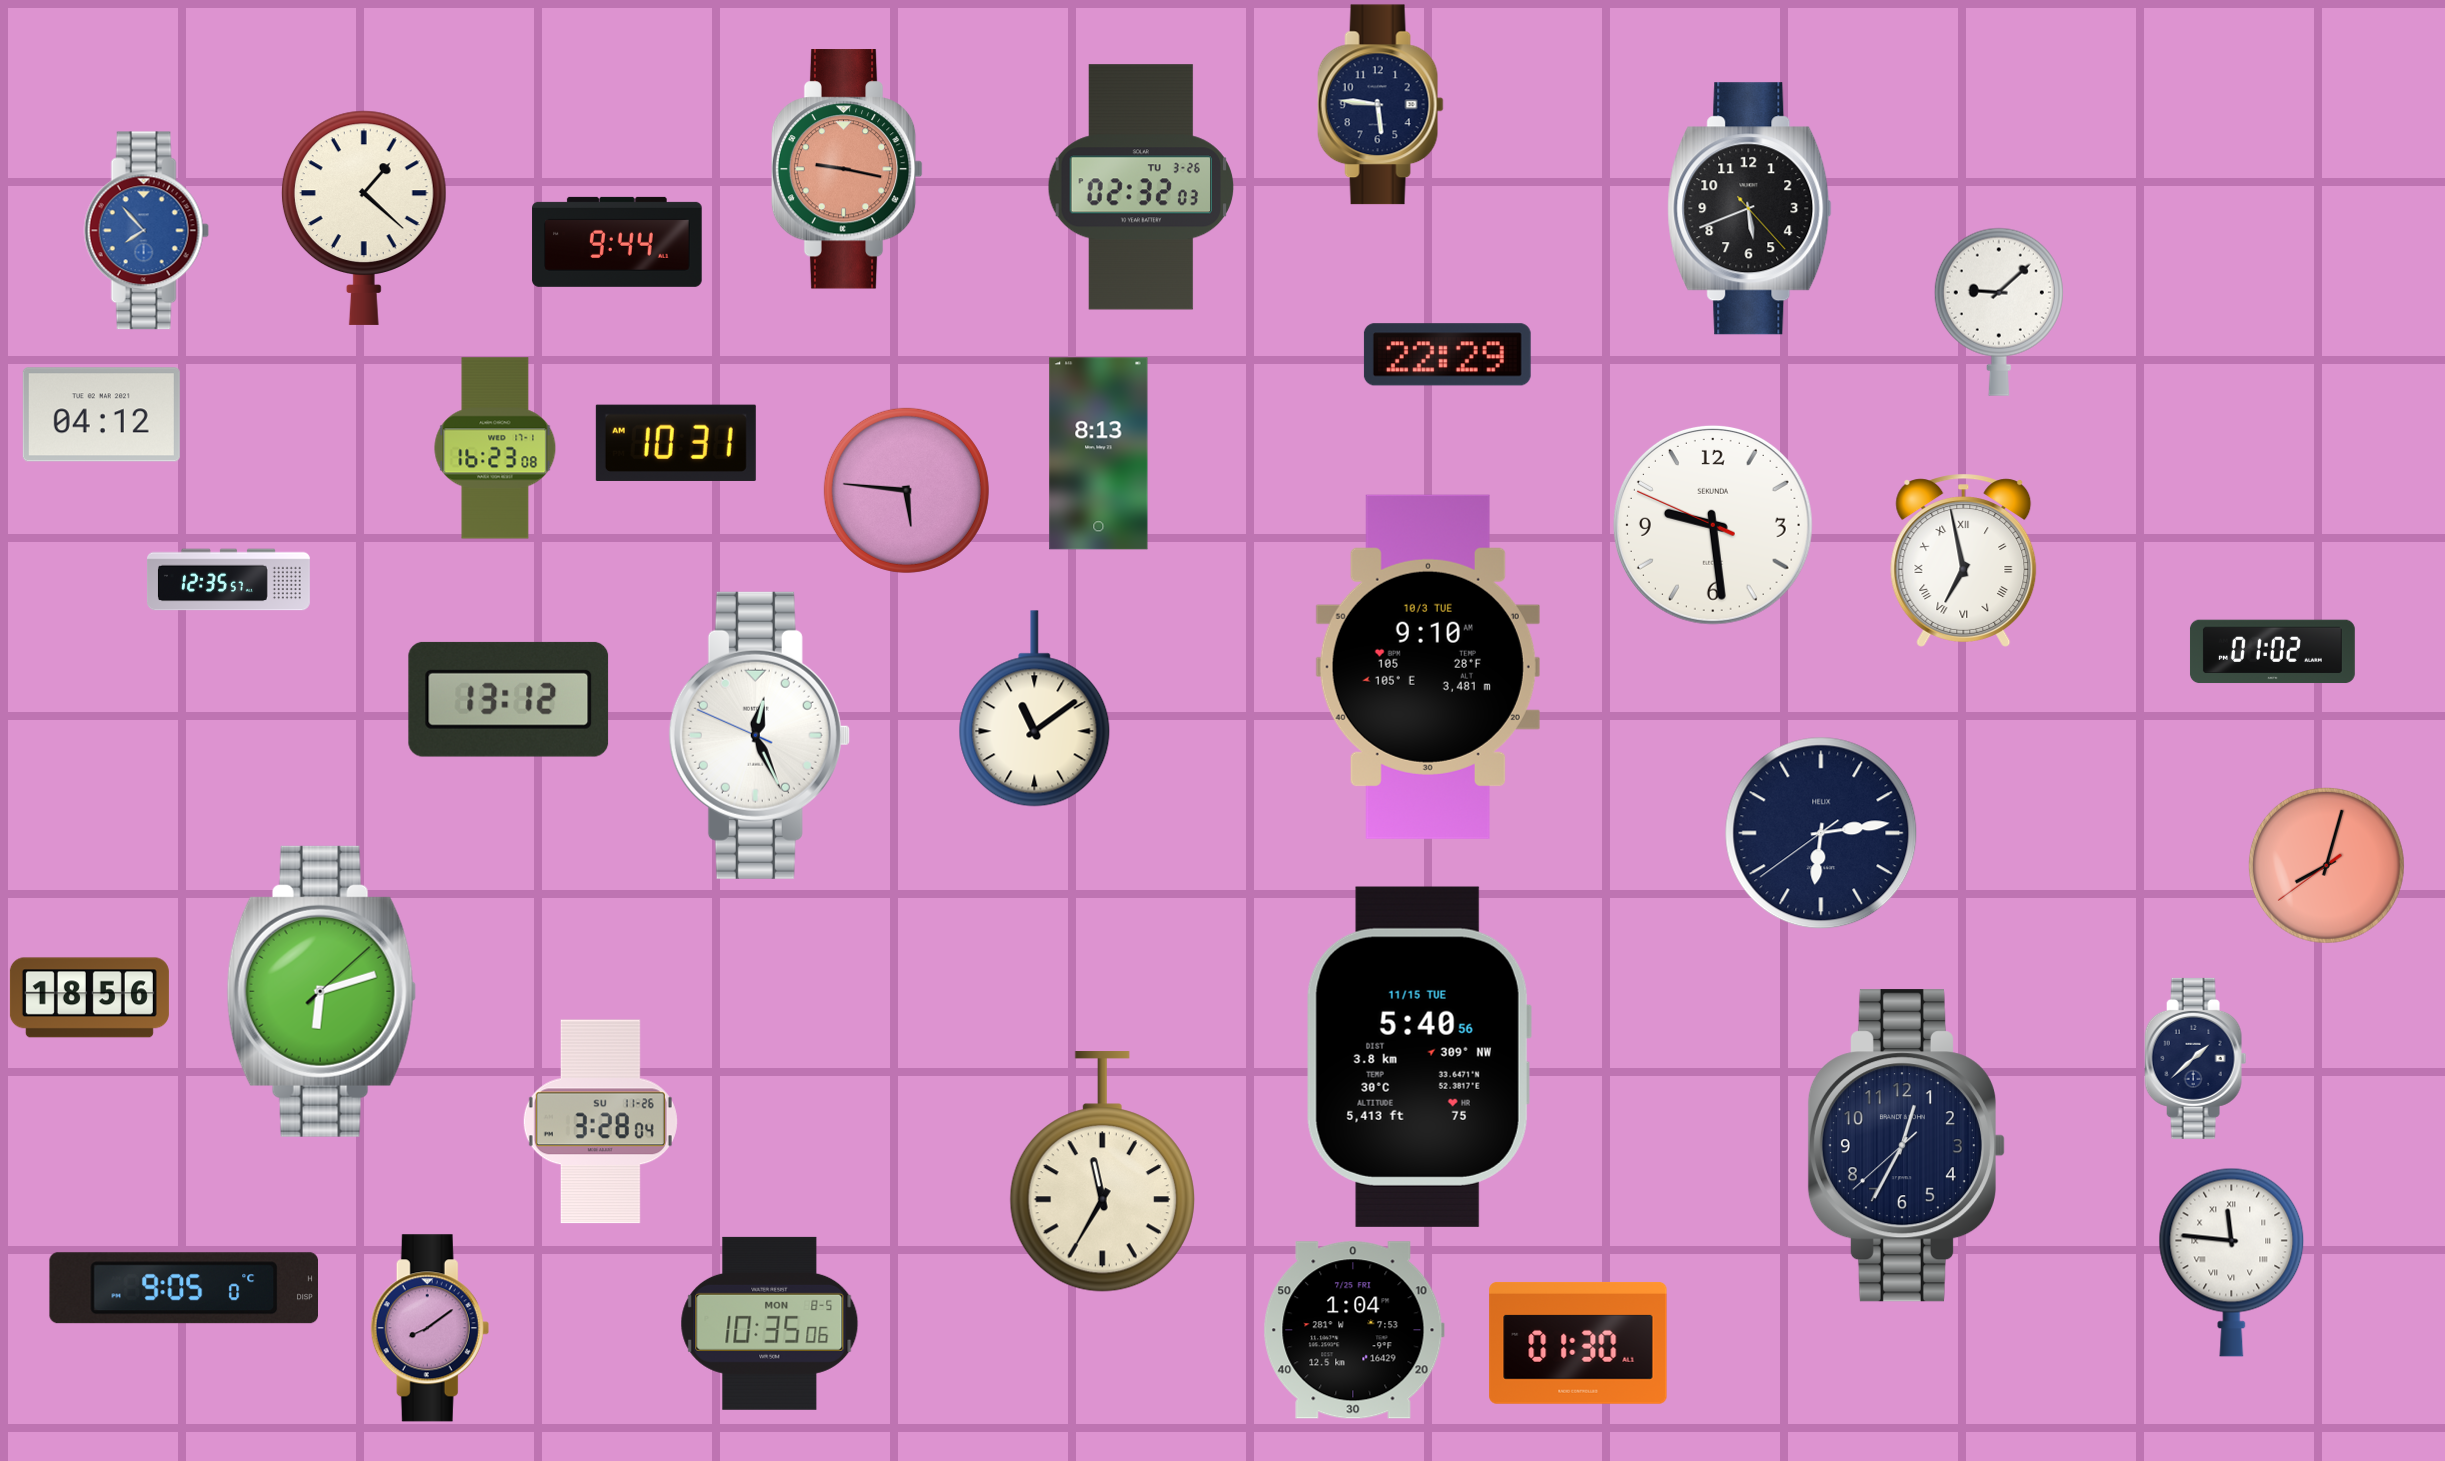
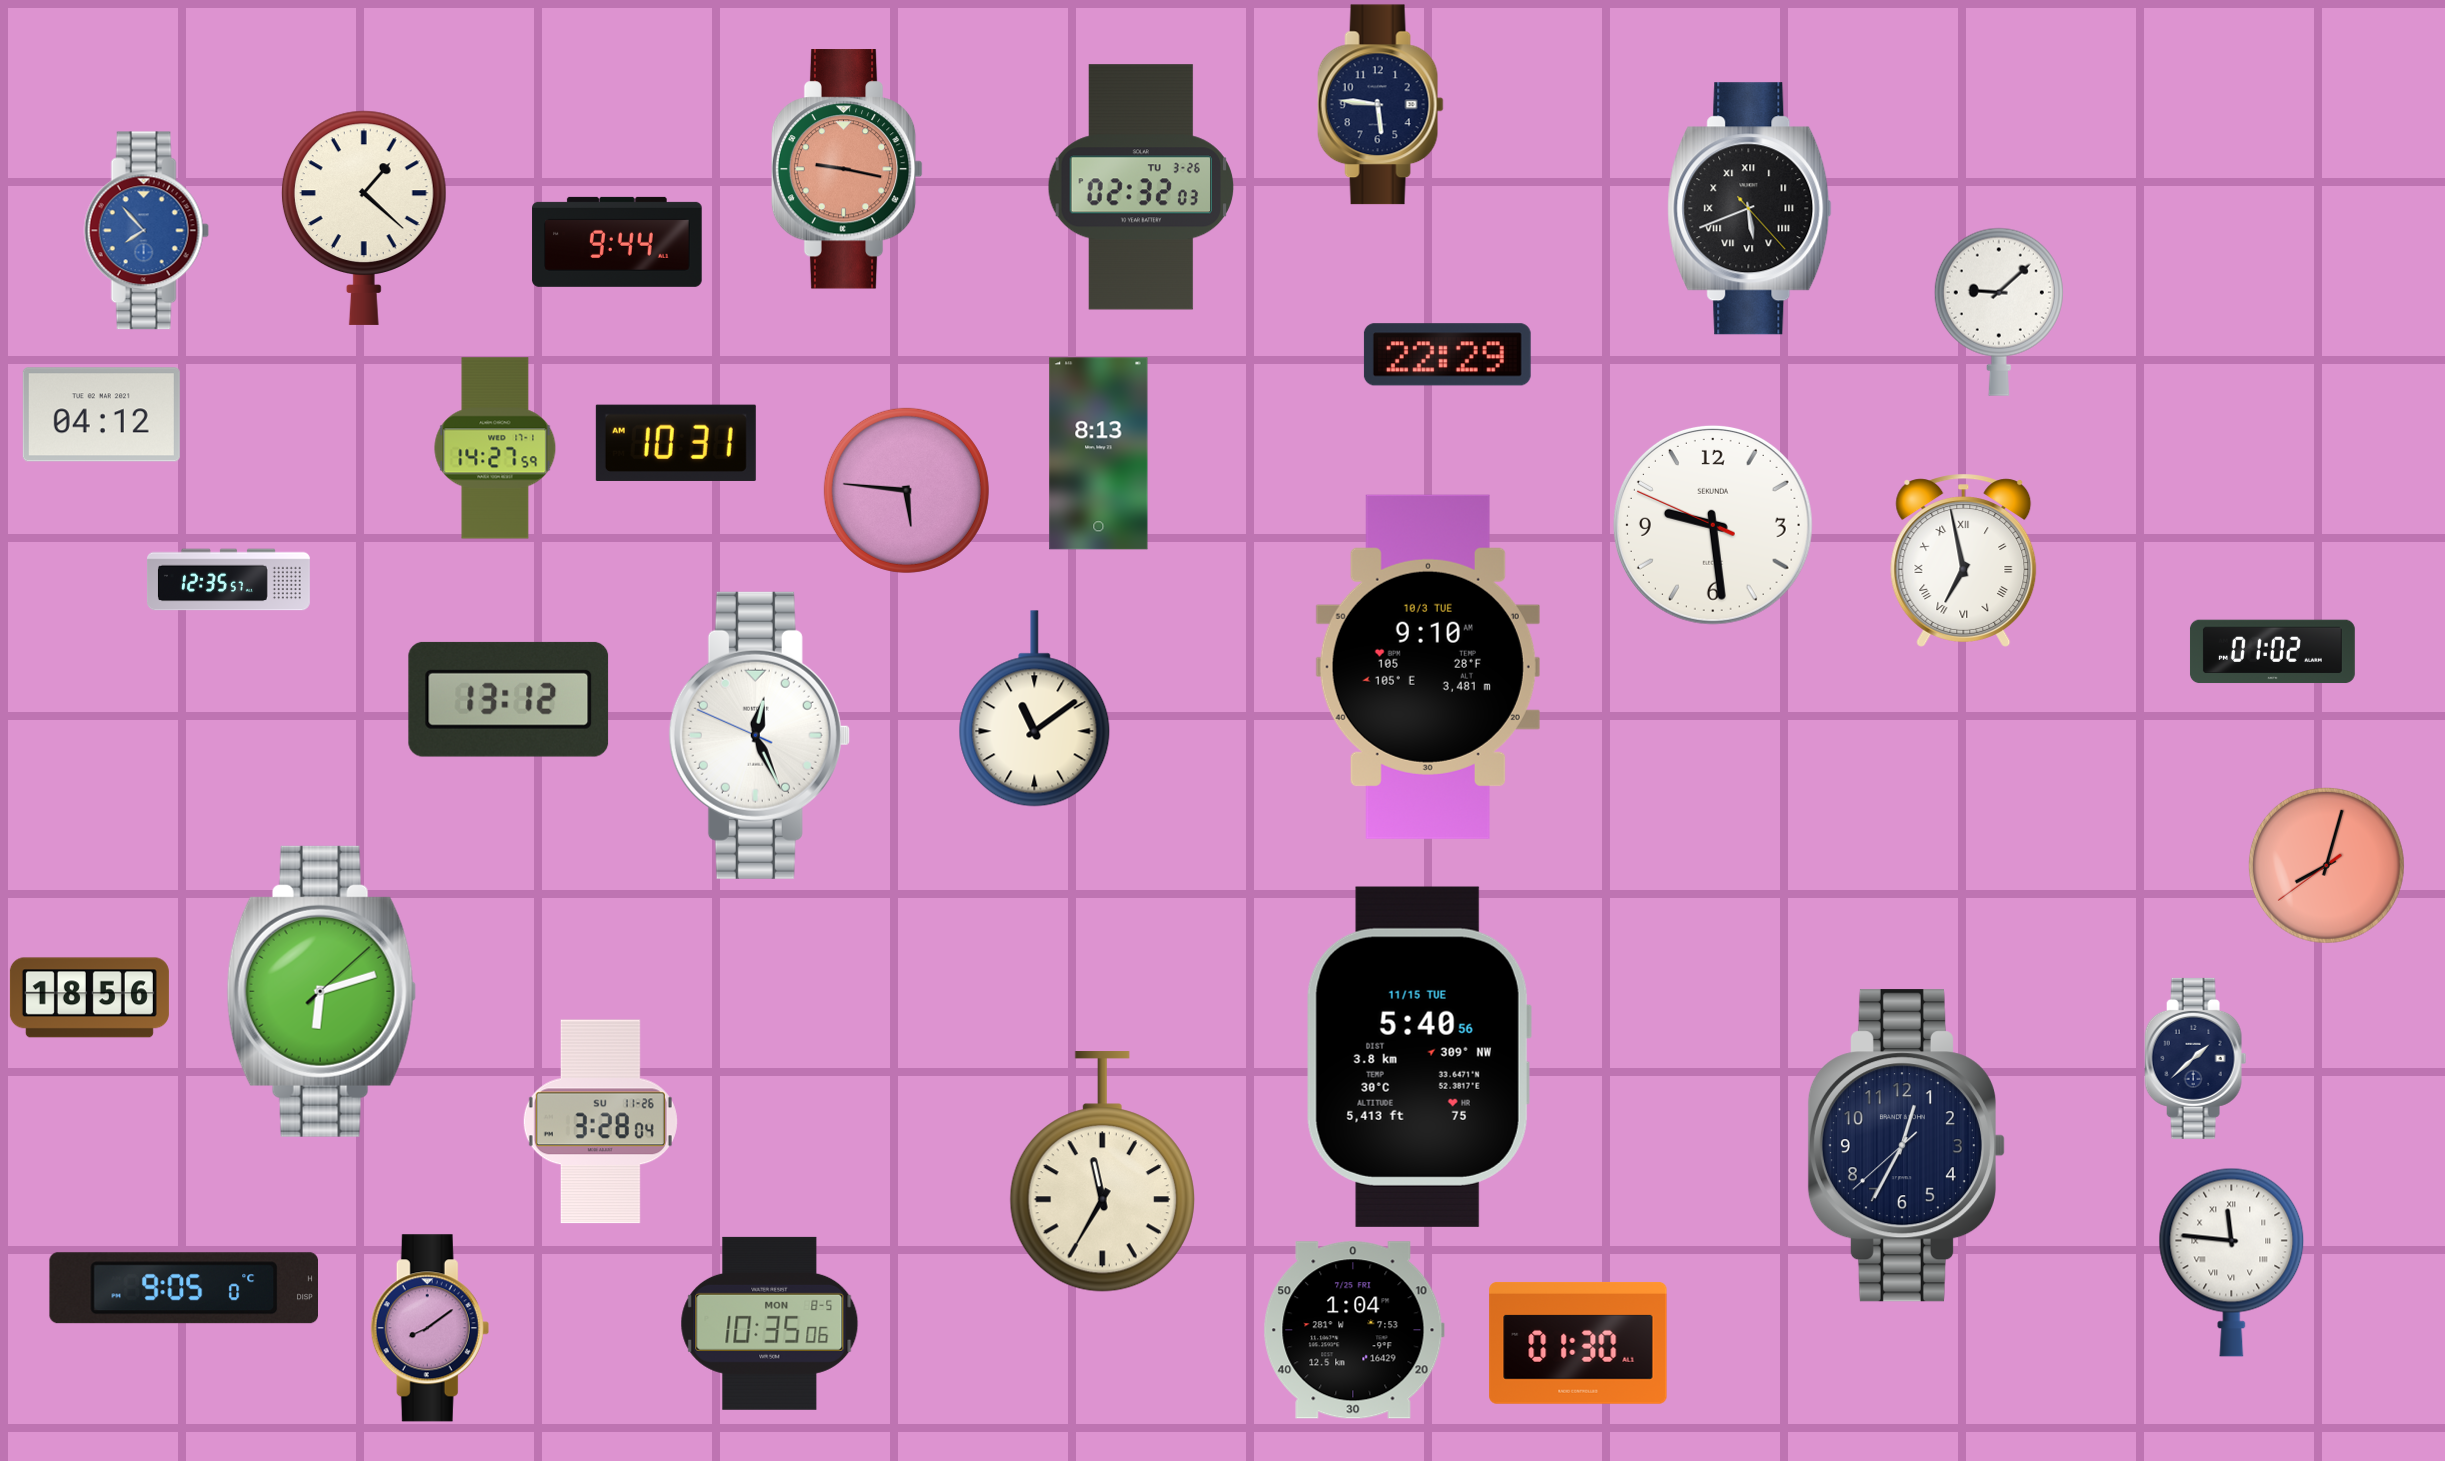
clock at (1750, 209) numerals: Arabic -> Roman
clock at (495, 448): 16:23 -> 14:27
clock at (1821, 833): 6:13 -> none
